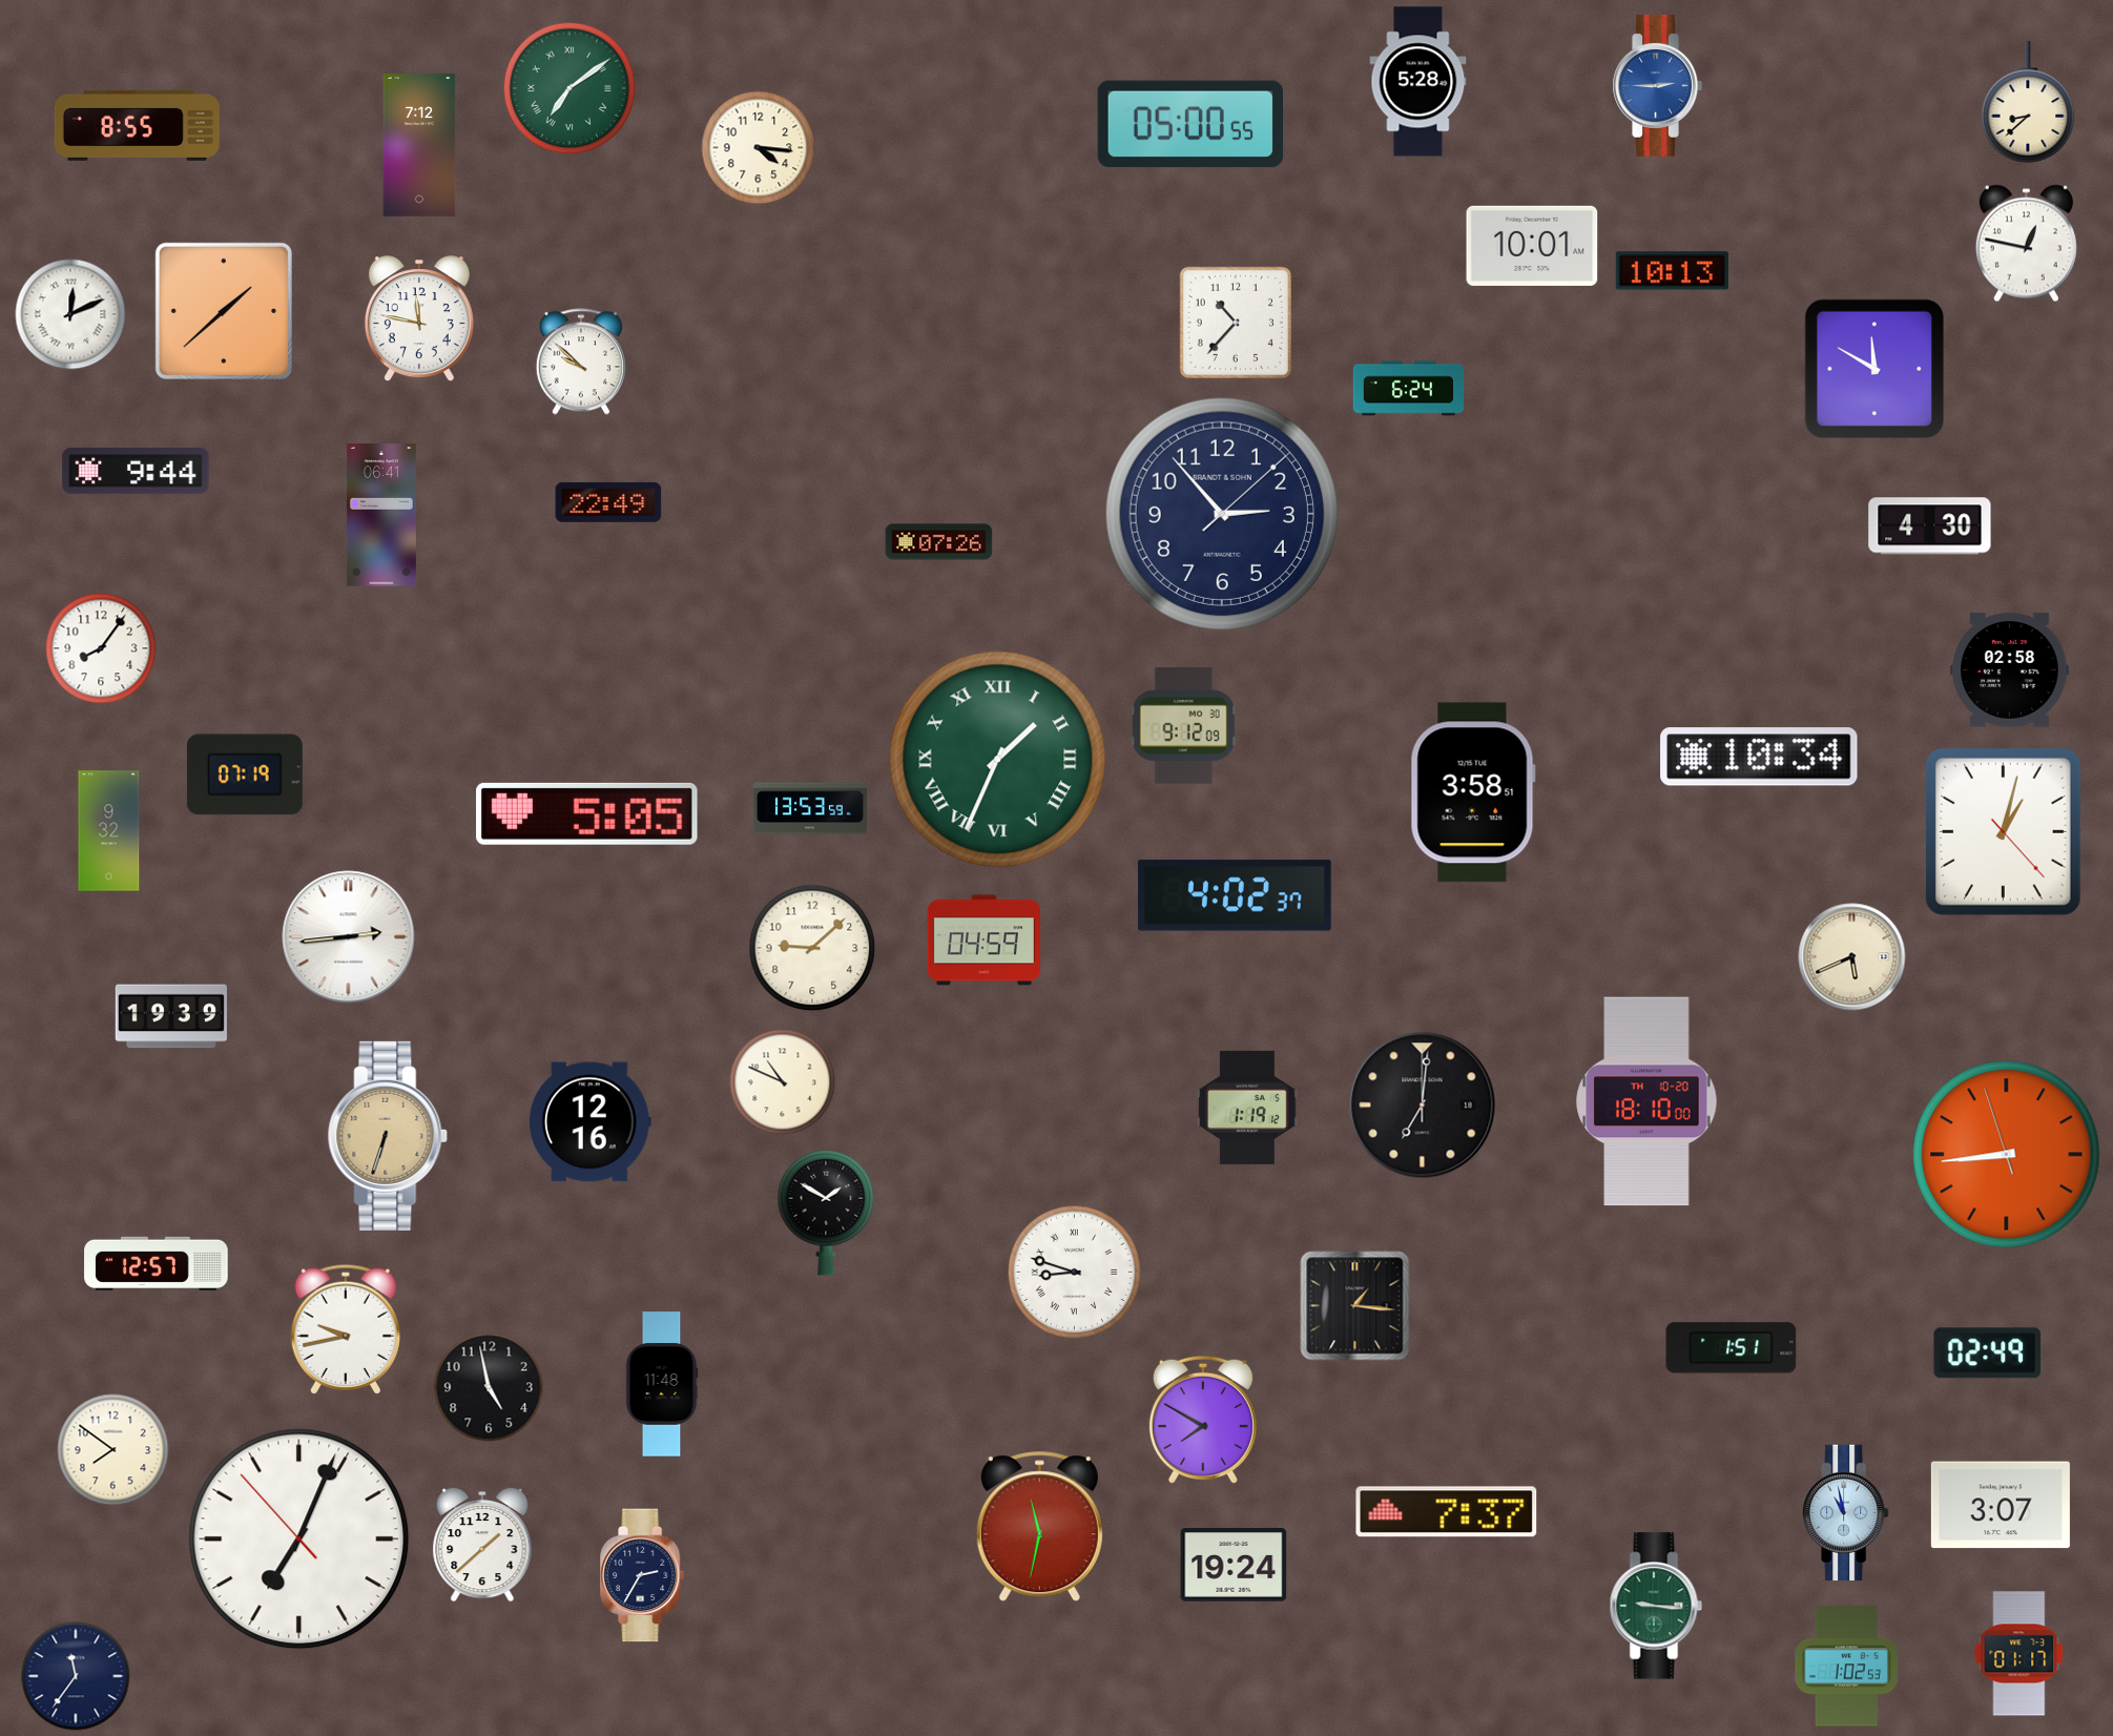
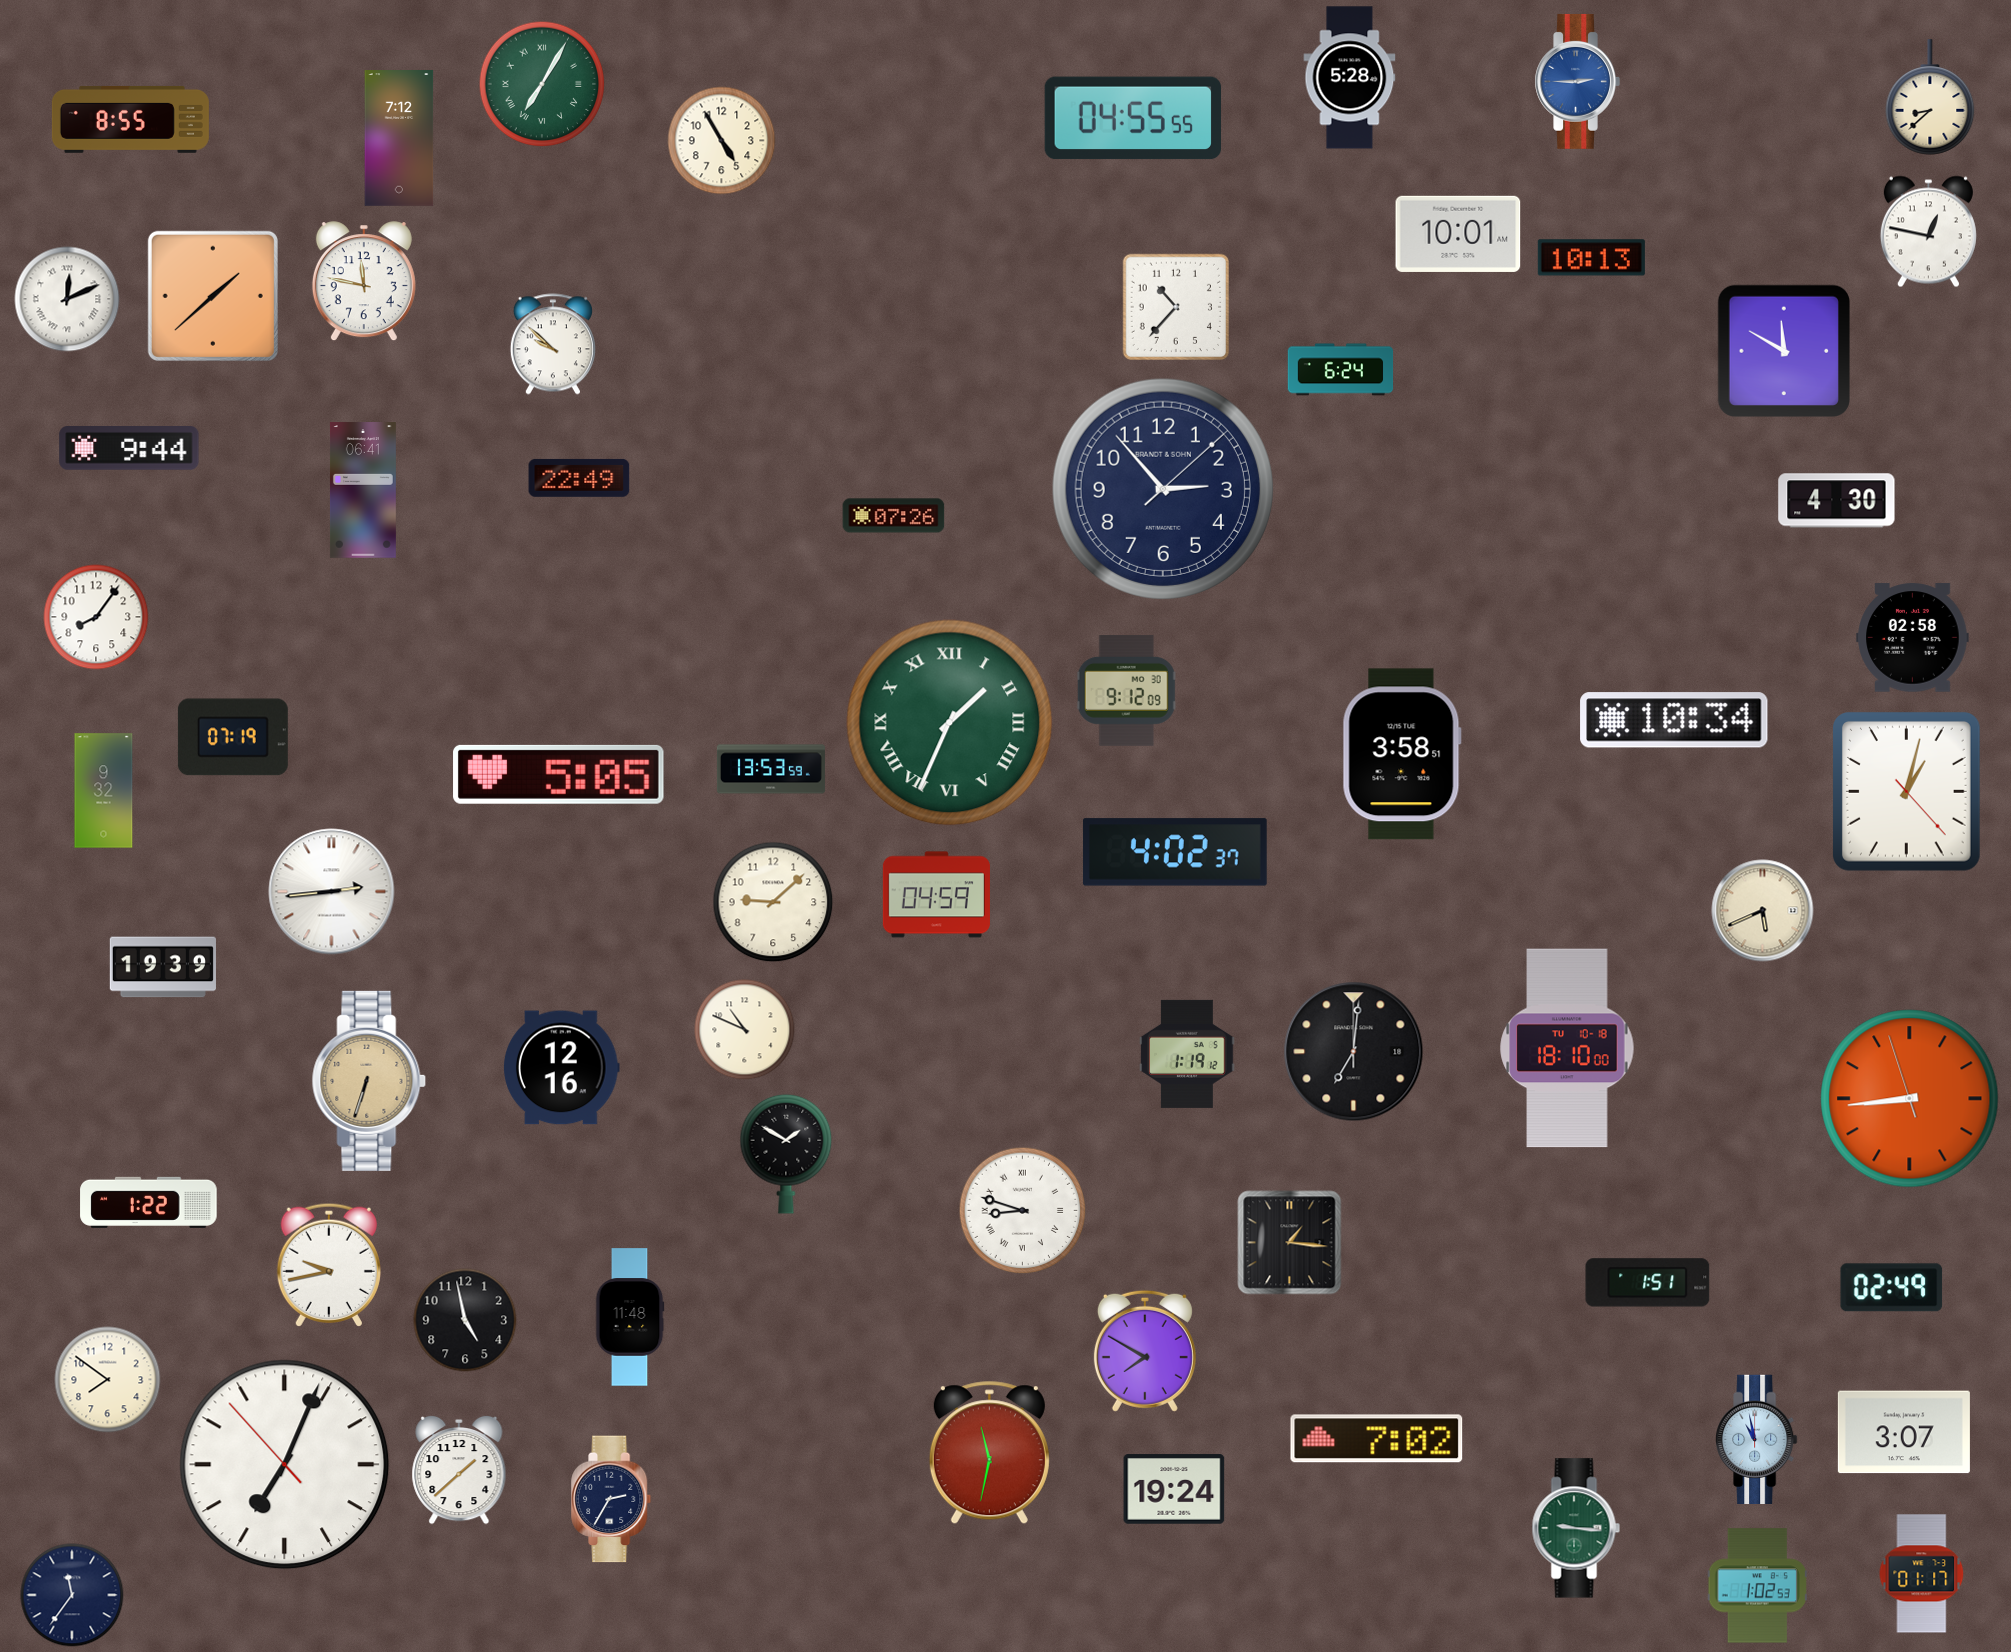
clock at (569, 88): 7:09 -> 7:05
clock at (1189, 124): 05:00 -> 04:55
clock at (759, 148): 4:16 -> 4:55
clock at (419, 319) position: (419, 319) -> (364, 282)
clock at (1646, 1101) date: TH 10-20 -> TU 10-18
clock at (157, 1263): 12:57 -> 1:22
clock at (1447, 1512): 7:37 -> 7:02
